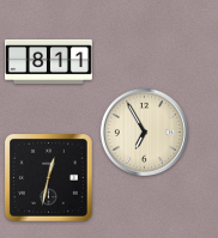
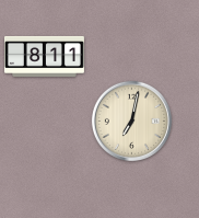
clock at (144, 132): 6:55 -> 7:02
clock at (48, 177): 12:32 -> none
